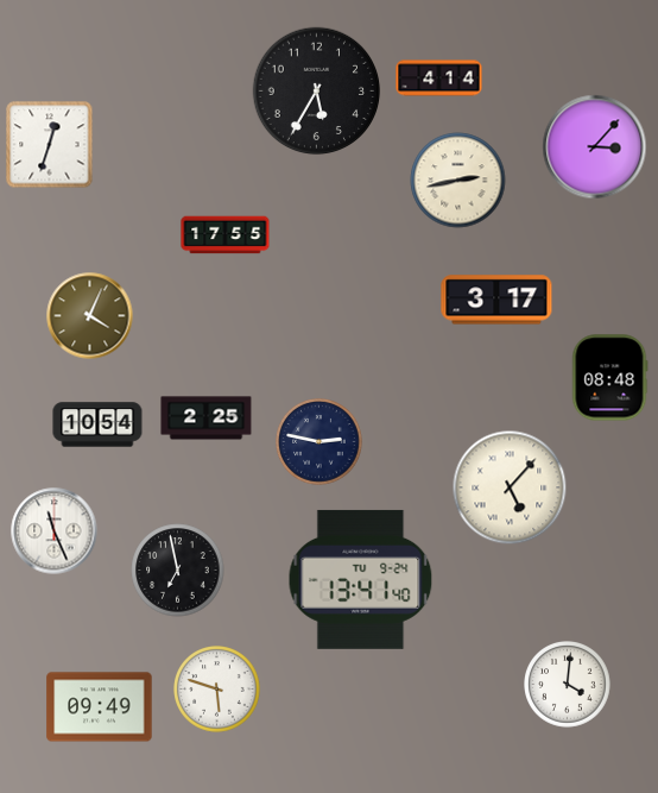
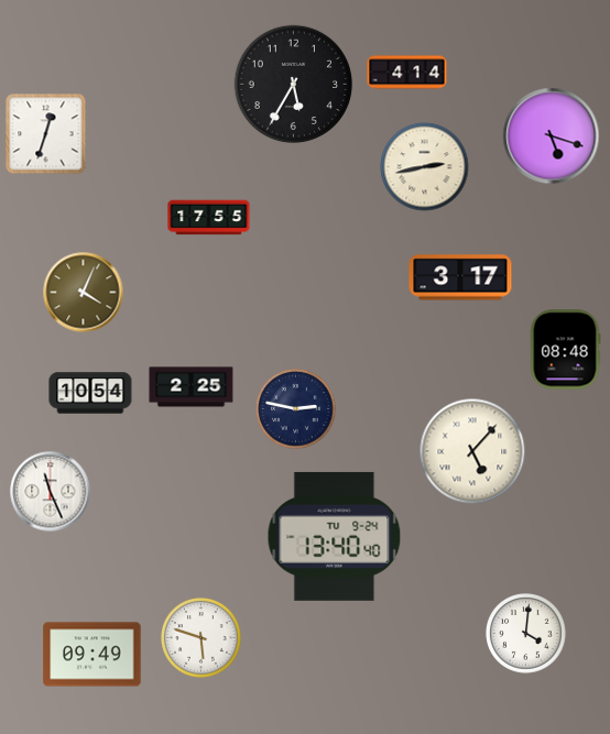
clock at (595, 147): 3:07 -> 5:18
clock at (178, 571): 6:58 -> none
clock at (361, 579): 13:41 -> 13:40
